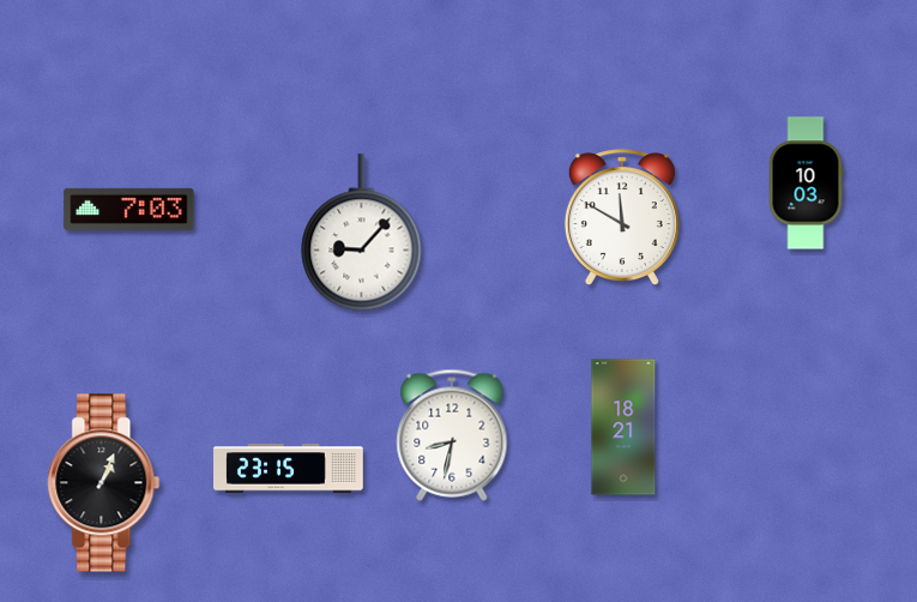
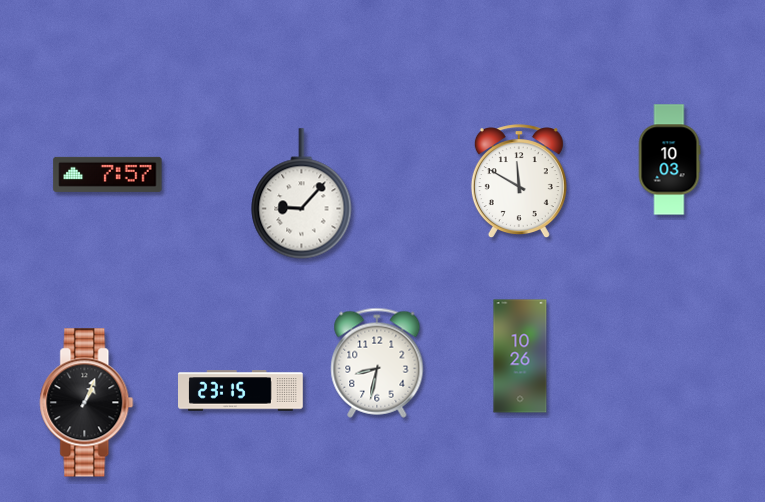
clock at (806, 183) position: (806, 183) -> (669, 160)
clock at (129, 209): 7:03 -> 7:57
clock at (623, 427): 18:21 -> 10:26
